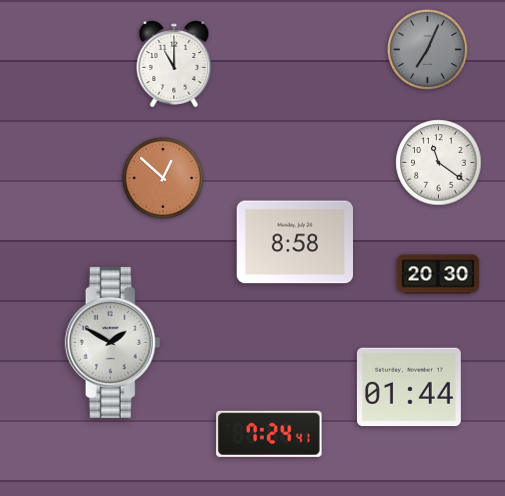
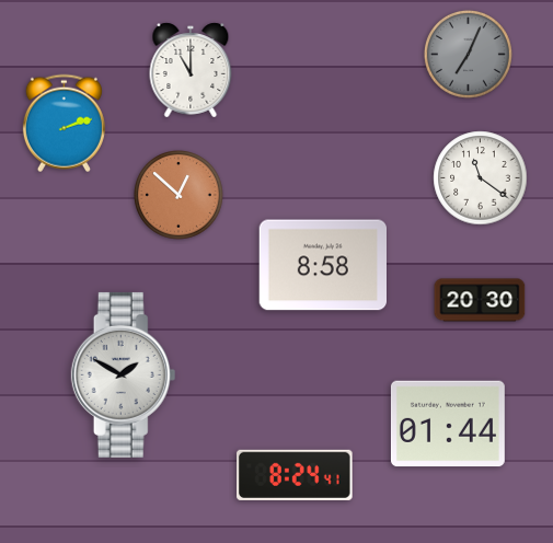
clock at (64, 124): none -> 2:12
clock at (269, 434): 7:24 -> 8:24
